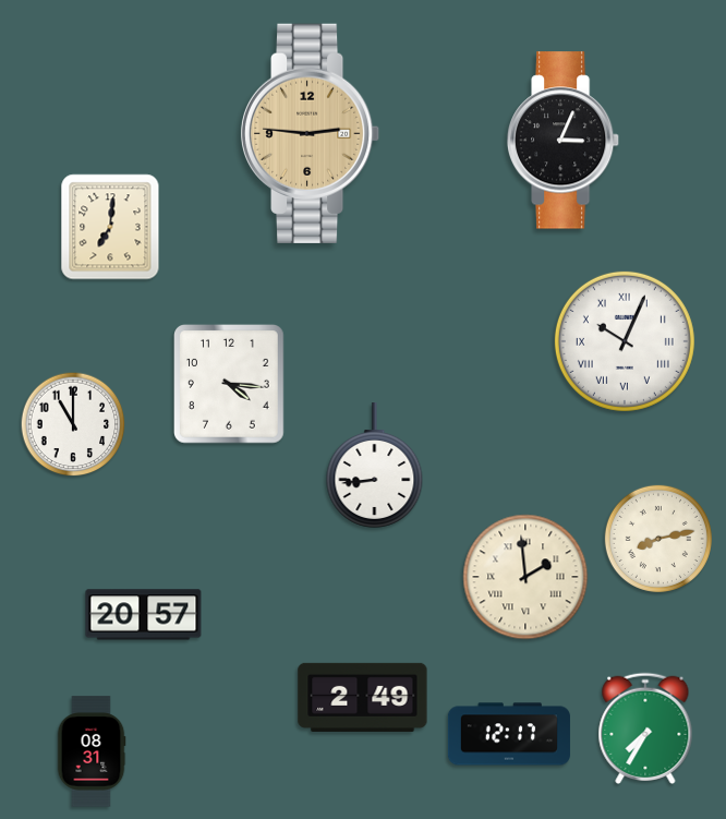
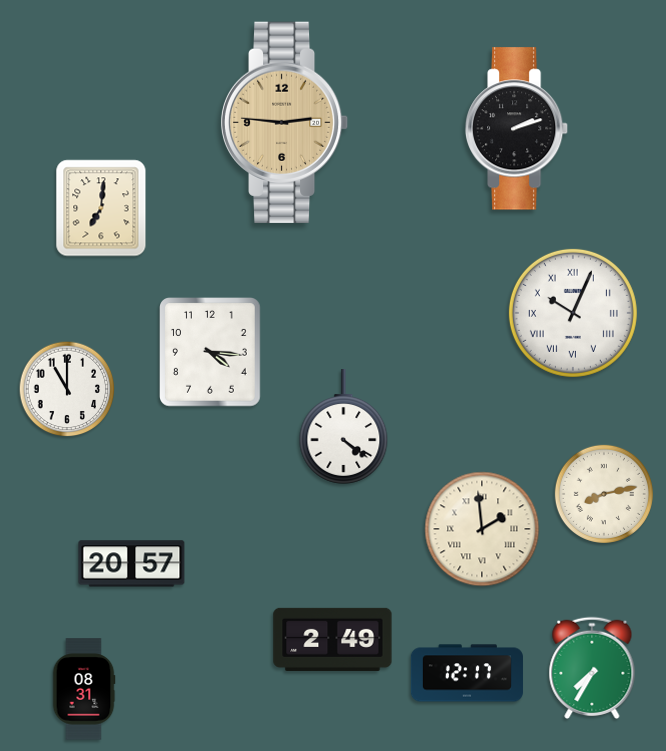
clock at (564, 141): 3:04 -> 2:12
clock at (375, 466): 8:44 -> 4:21
